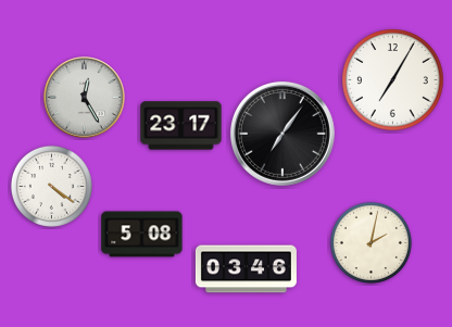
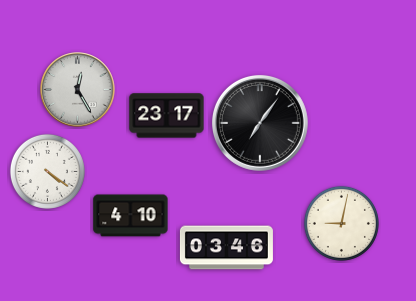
clock at (393, 80): 7:05 -> none
clock at (142, 235): 5:08 -> 4:10
clock at (371, 242): 2:02 -> 9:02
